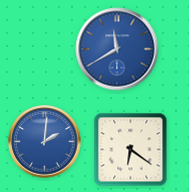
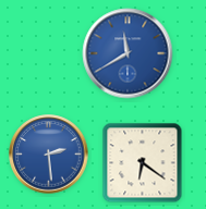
clock at (45, 142): 2:01 -> 2:29
